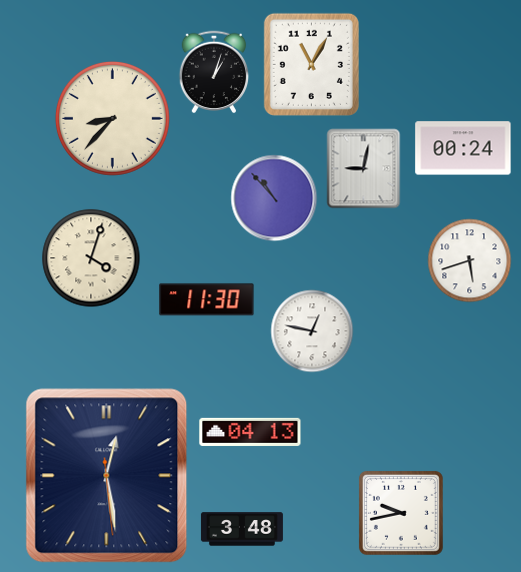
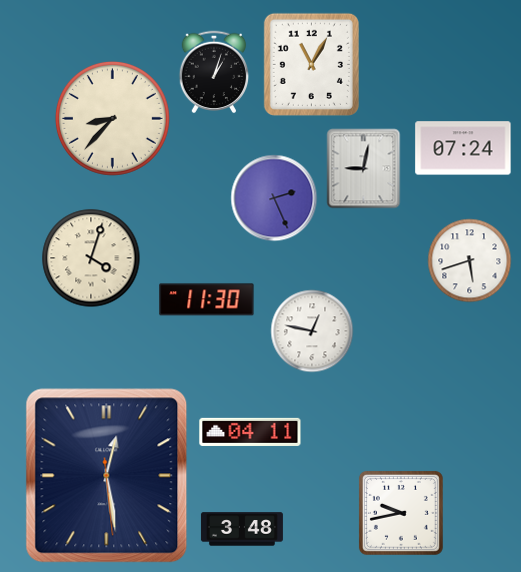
clock at (463, 148): 00:24 -> 07:24
clock at (274, 198): 10:53 -> 2:26
clock at (250, 432): 04:13 -> 04:11
